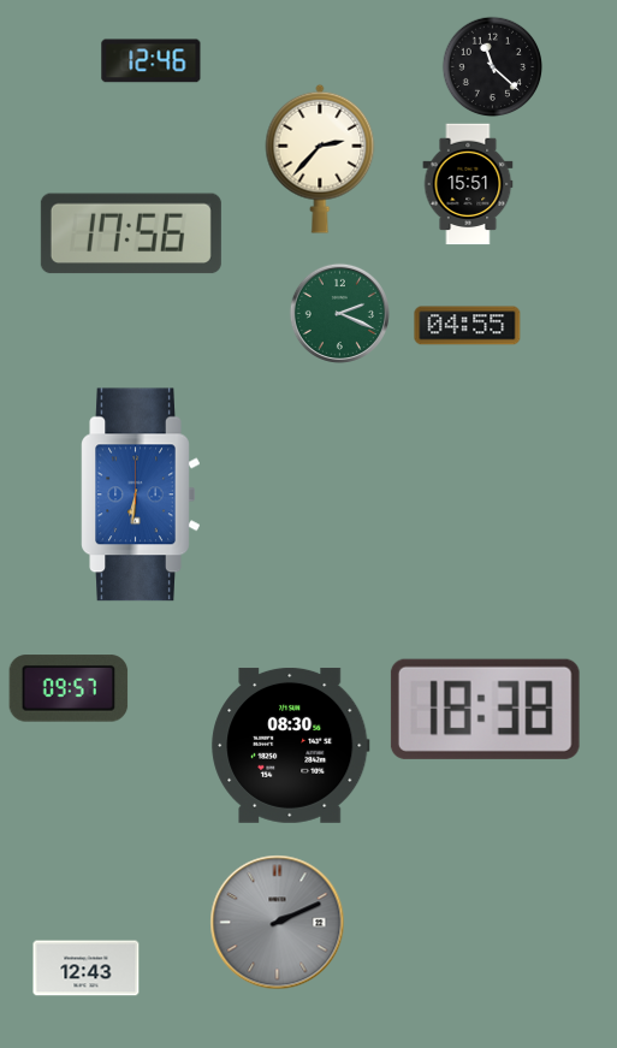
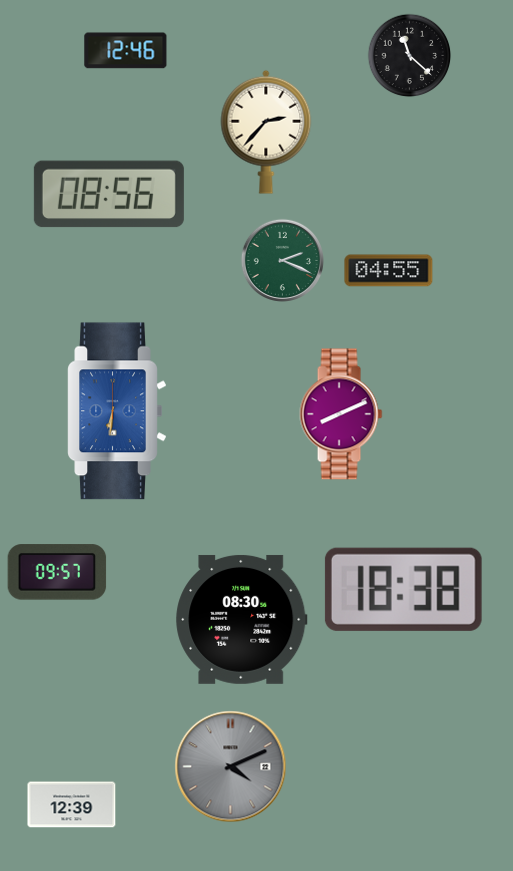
clock at (468, 184): 15:51 -> none
clock at (131, 233): 17:56 -> 08:56
clock at (341, 414): none -> 8:11
clock at (278, 923): 2:11 -> 4:11
clock at (87, 969): 12:43 -> 12:39
